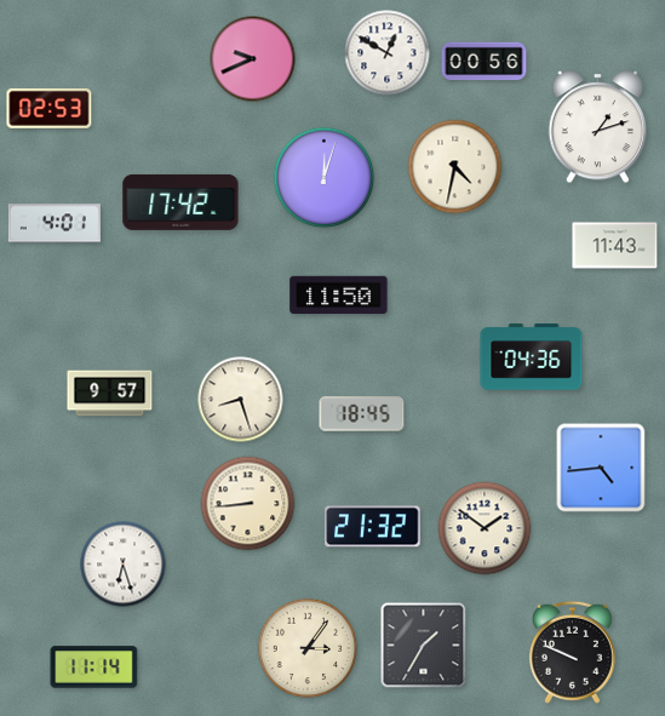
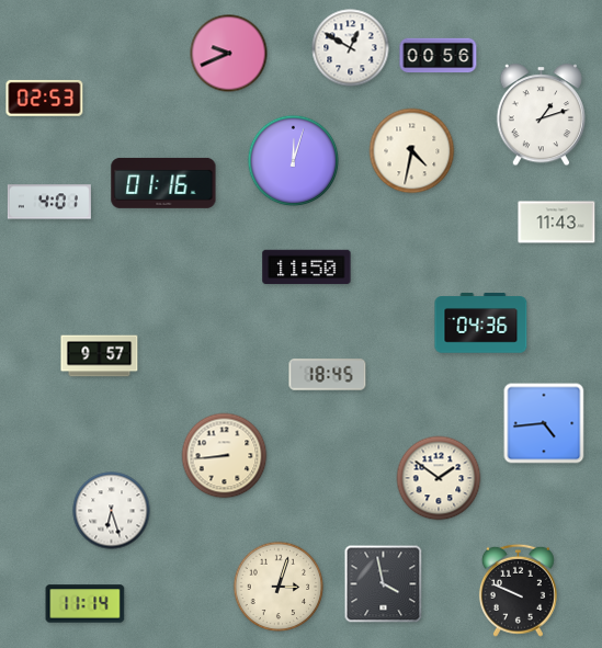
clock at (180, 202): 17:42 -> 01:16
clock at (241, 400): 8:27 -> none
clock at (373, 527): 21:32 -> none
clock at (424, 646): 1:35 -> 3:58
clock at (308, 648): 3:06 -> 3:03
